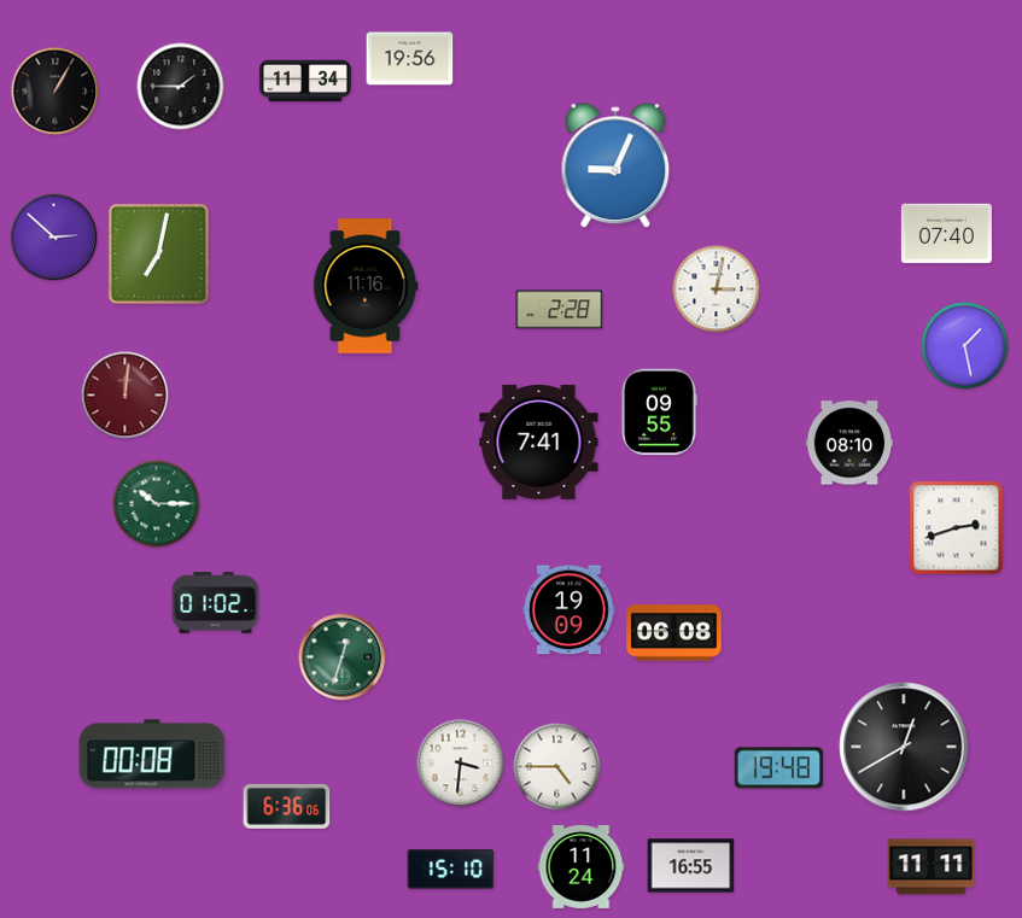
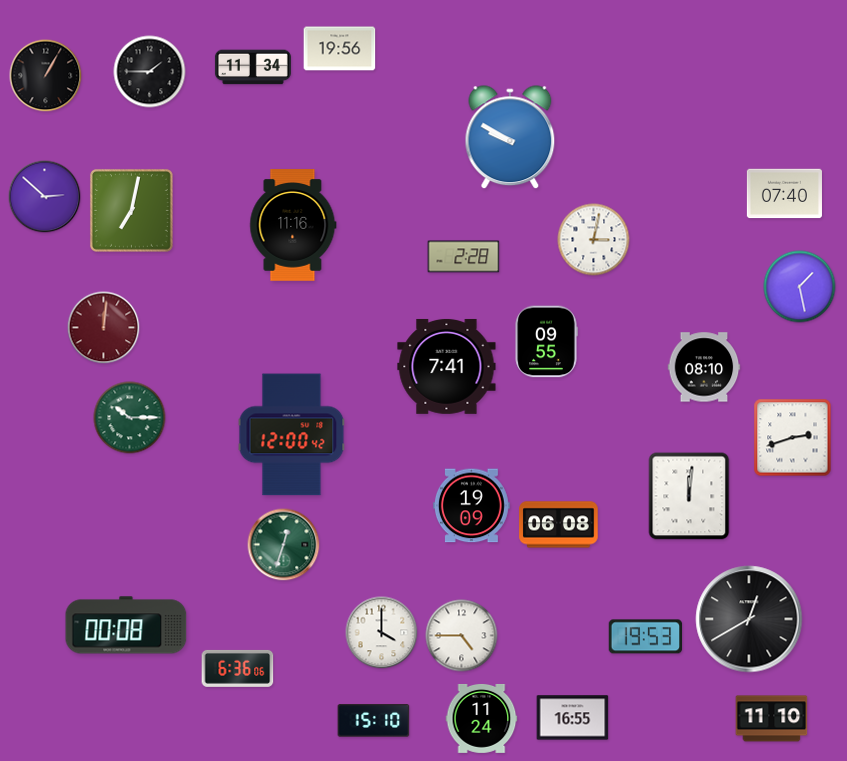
clock at (615, 166): 9:04 -> 9:50
clock at (366, 286) position: (366, 286) -> (293, 225)
clock at (292, 435): none -> 12:00
clock at (689, 496): none -> 12:01
clock at (216, 603): 01:02 -> none
clock at (461, 764): 3:31 -> 4:00
clock at (779, 768): 19:48 -> 19:53
clock at (932, 867): 11:11 -> 11:10
